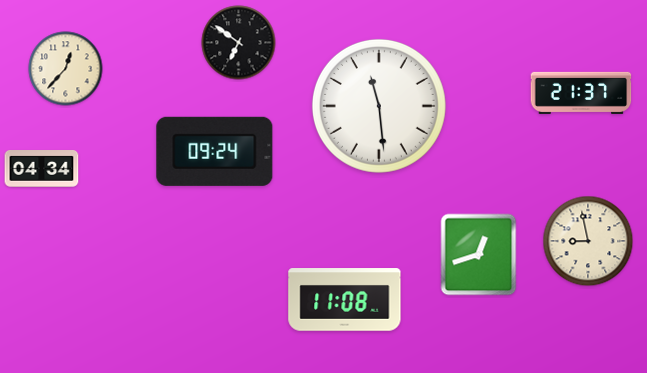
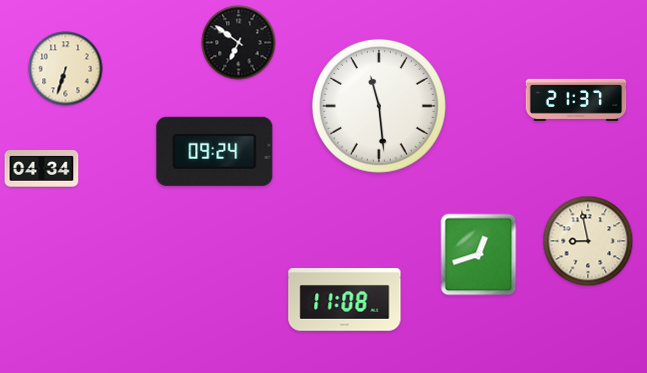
clock at (66, 69): 12:37 -> 6:33
clock at (581, 93) position: (581, 93) -> (576, 100)
